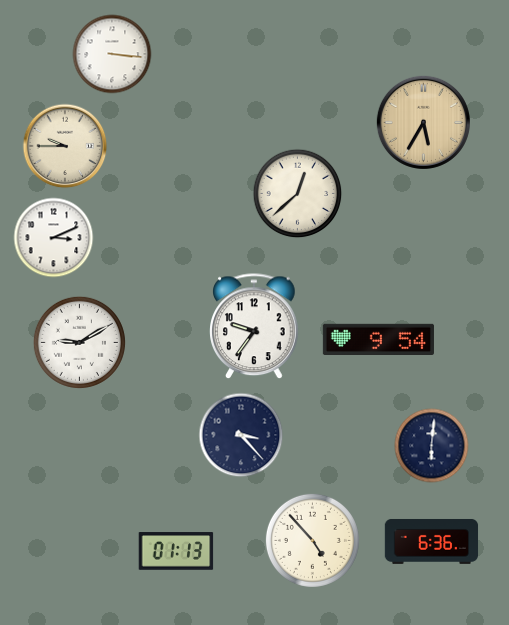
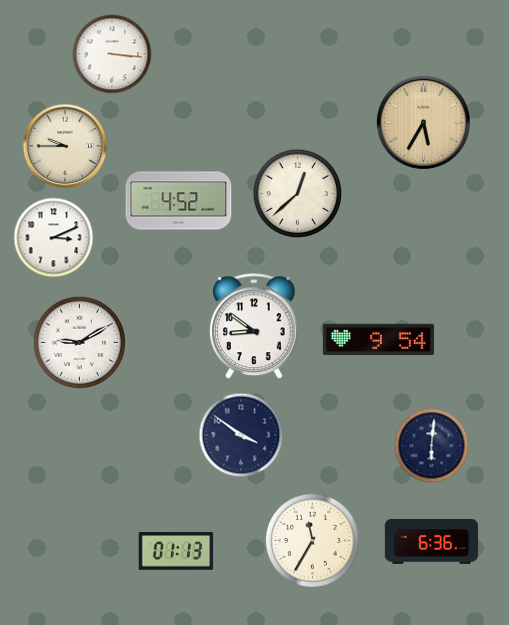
clock at (179, 201): none -> 4:52
clock at (254, 327): 9:36 -> 8:51
clock at (241, 435): 3:23 -> 3:51
clock at (312, 540): 4:53 -> 11:35
